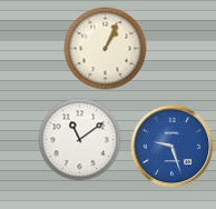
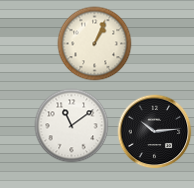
clock at (173, 147): 9:27 -> 10:14
clock at (173, 147) dial: blue -> black
